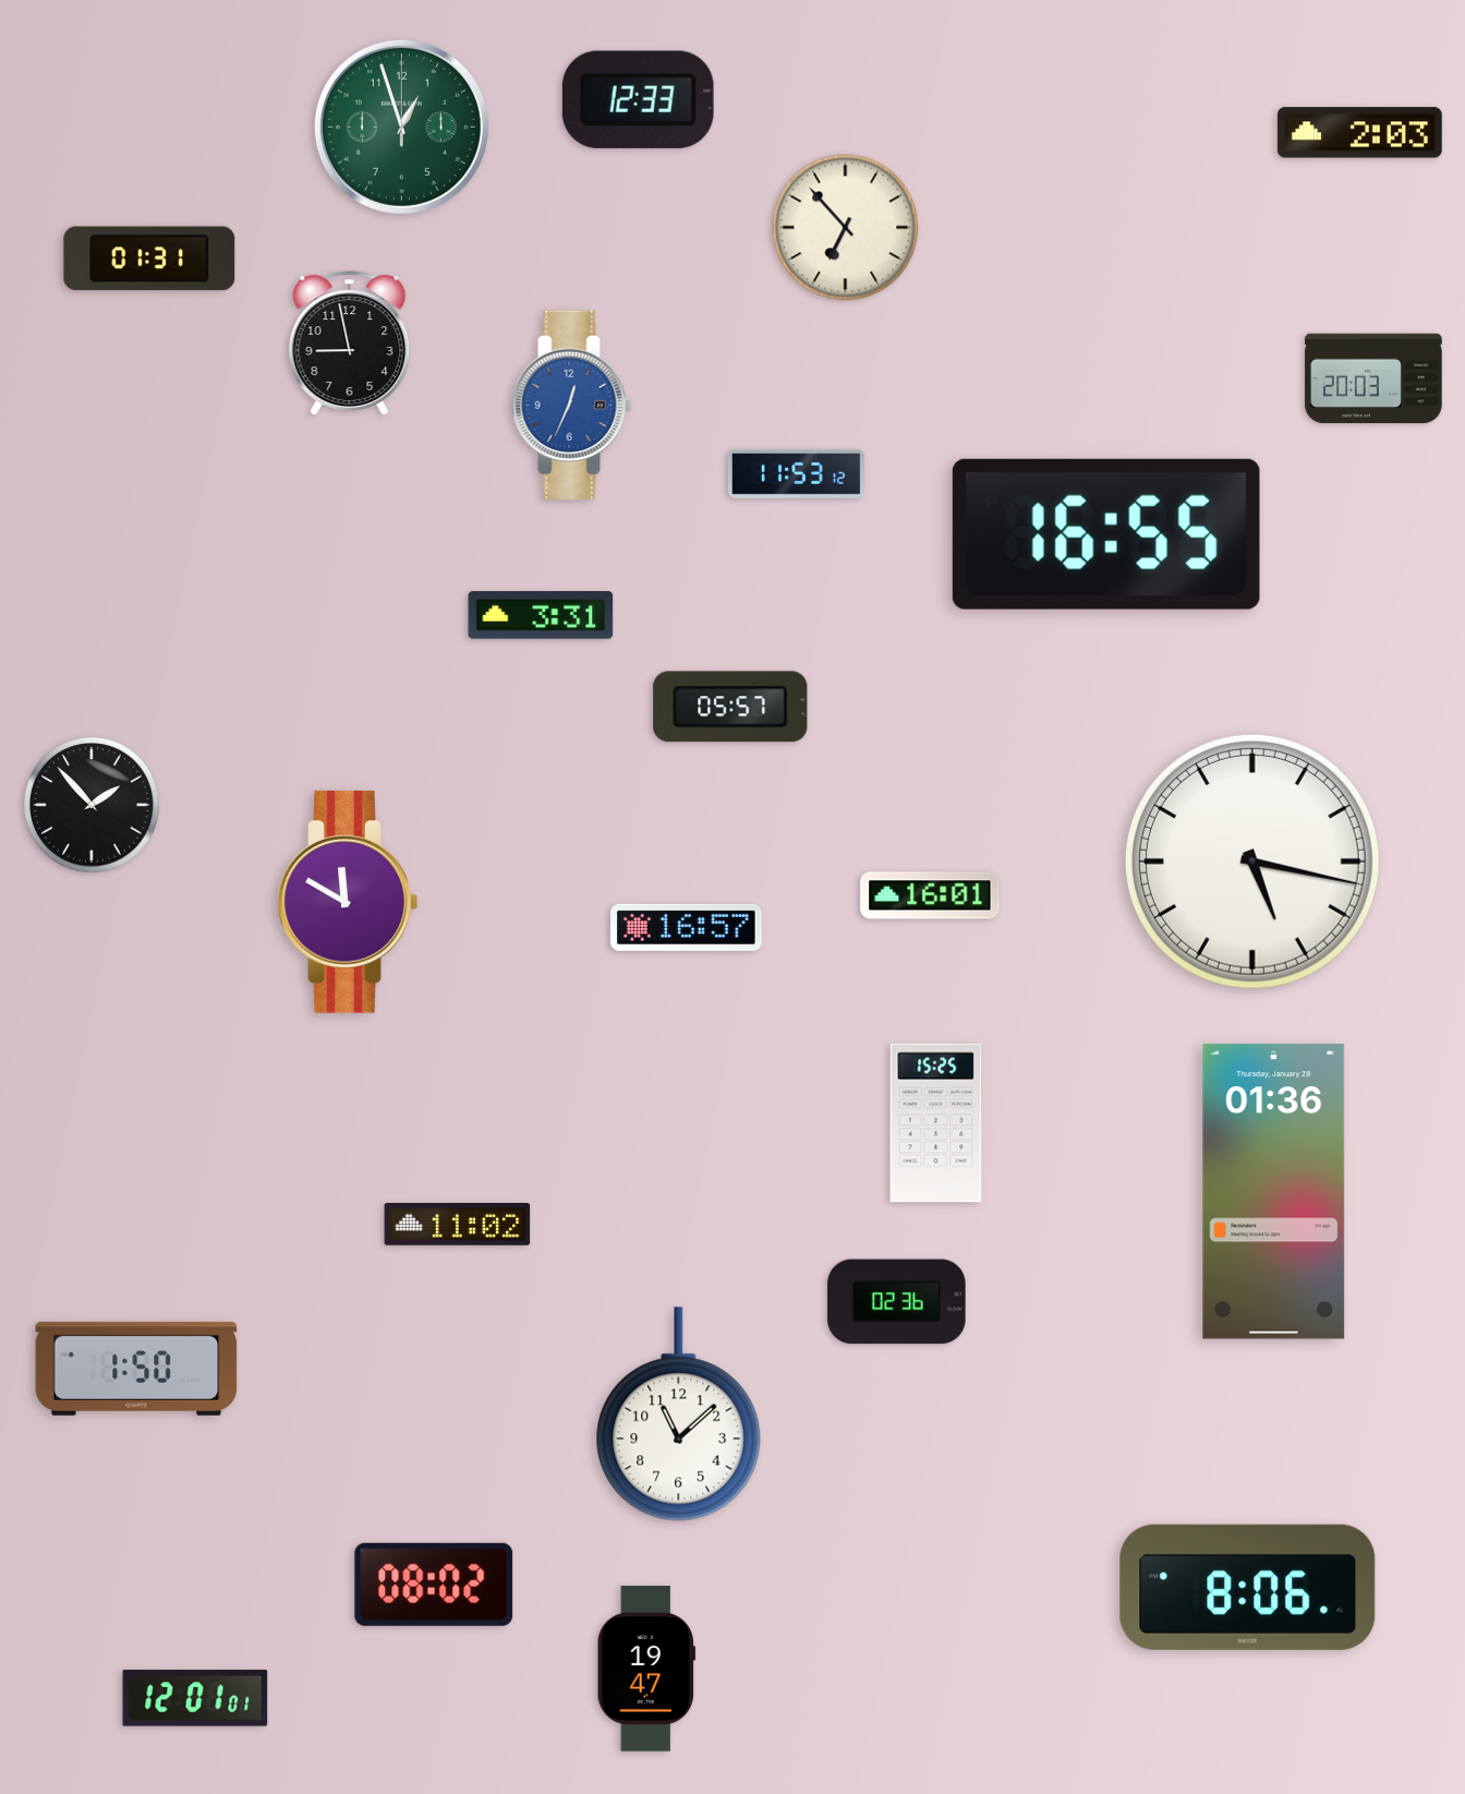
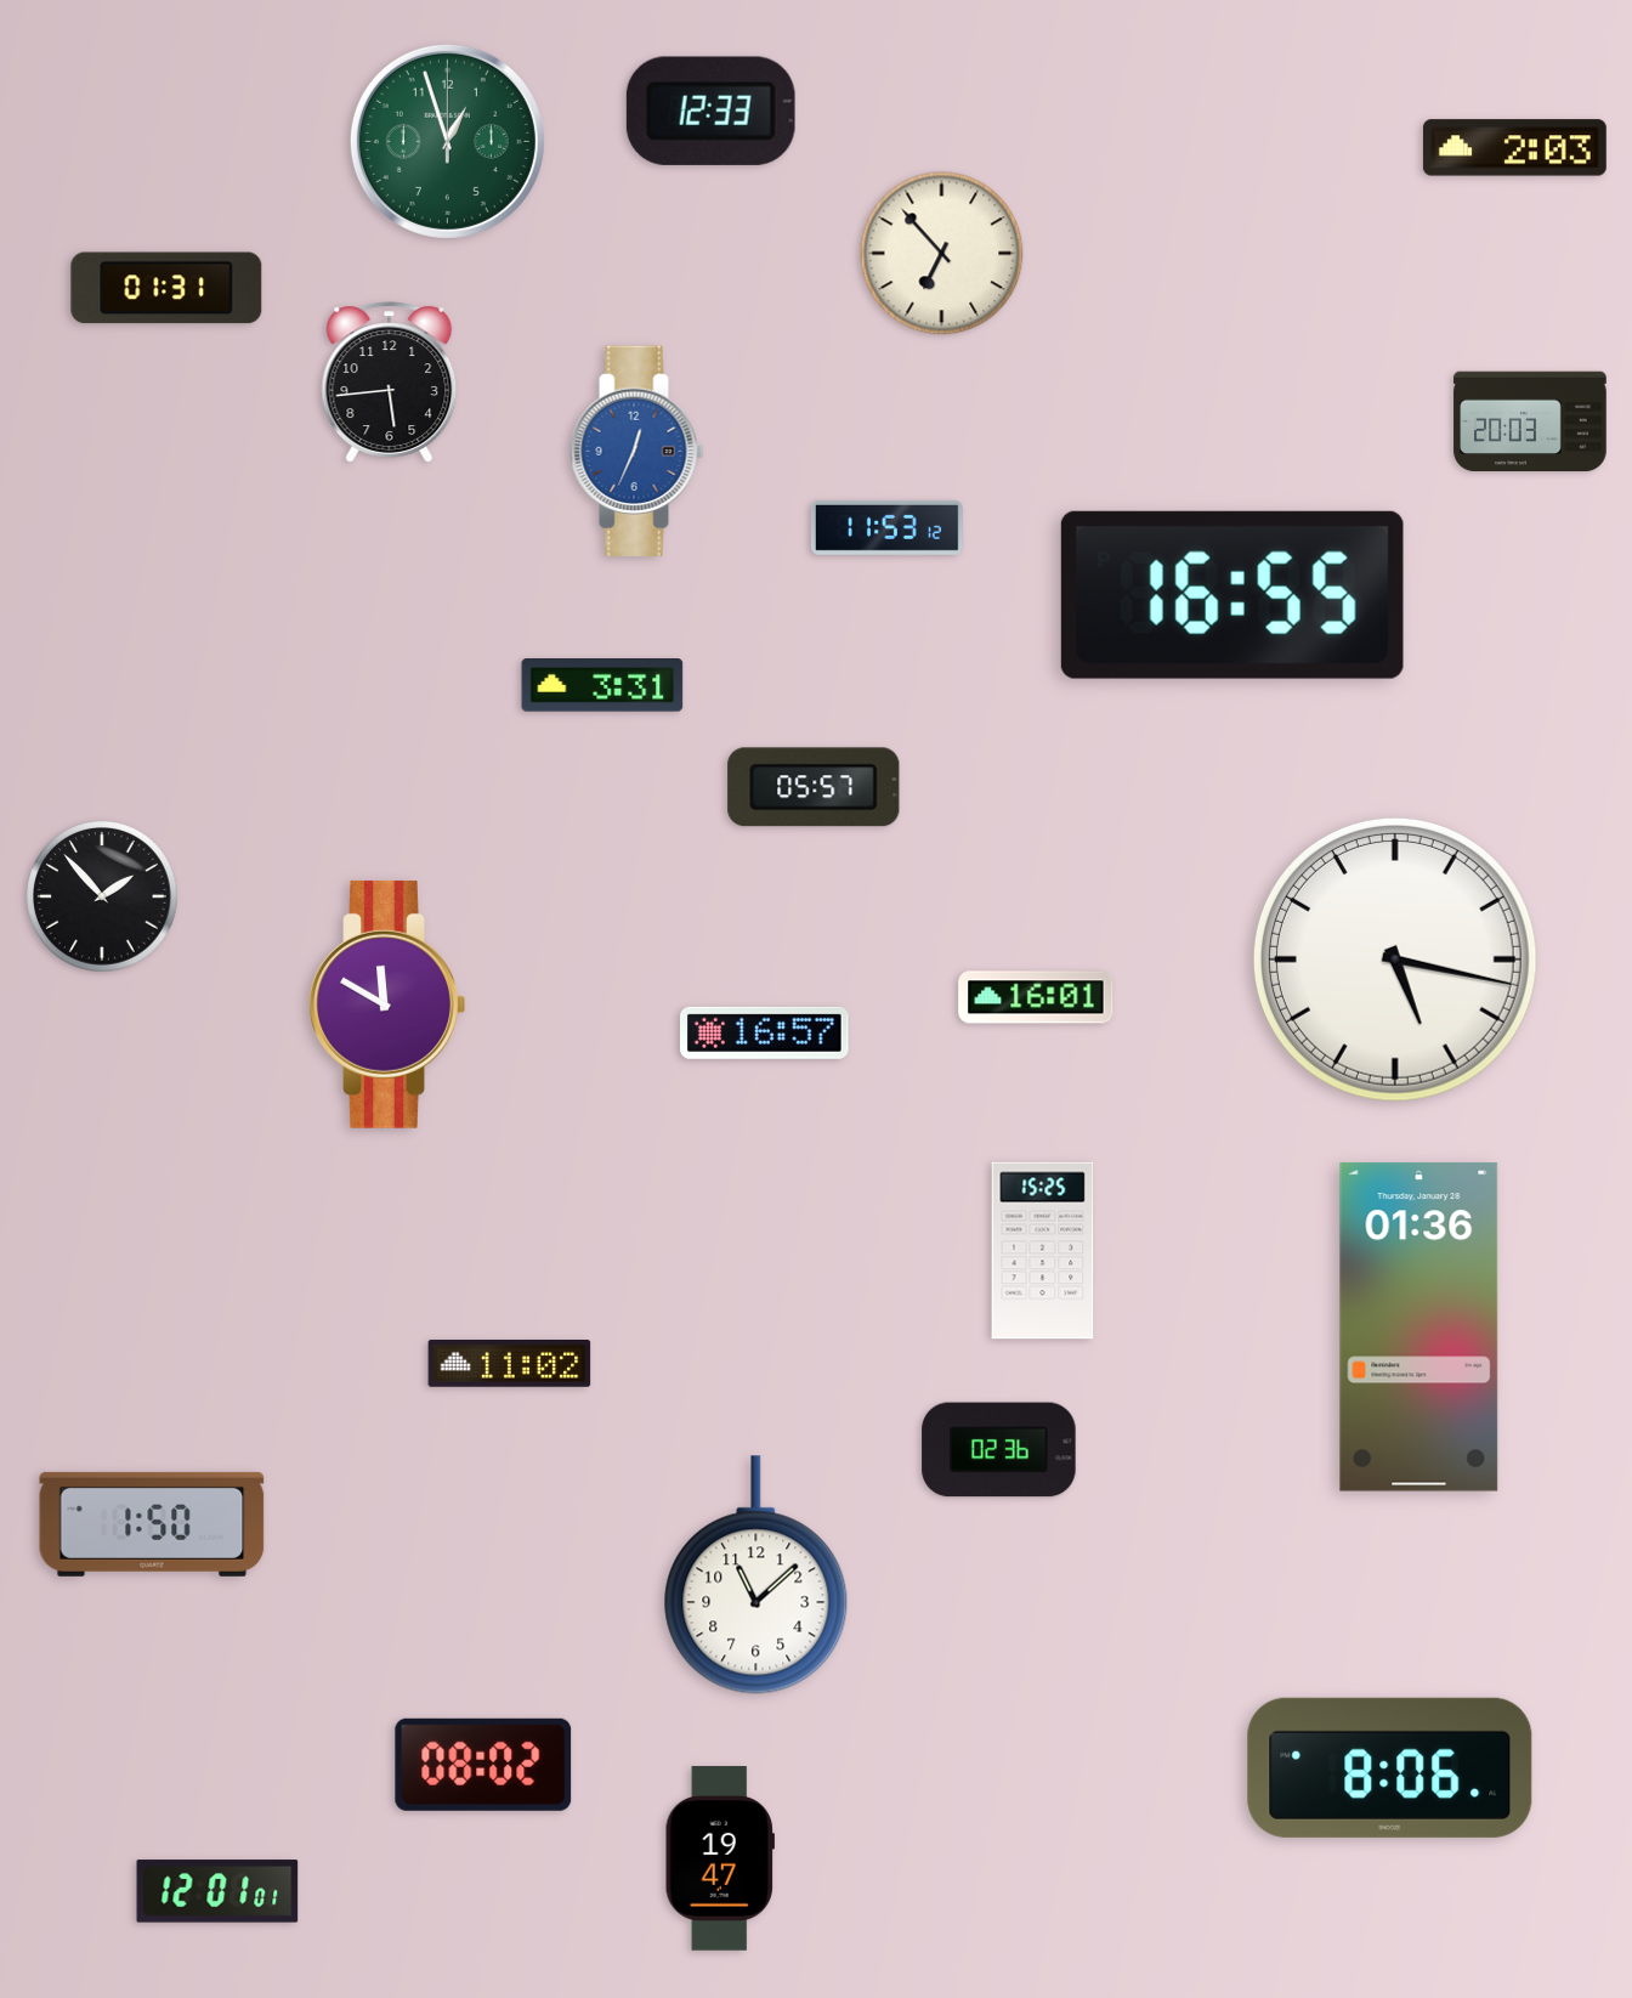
clock at (350, 344): 8:58 -> 5:44
